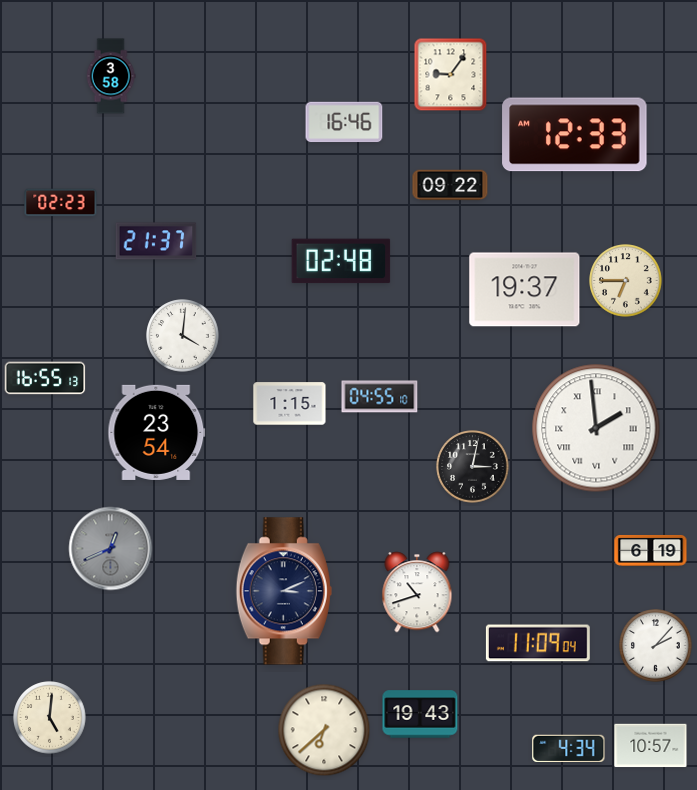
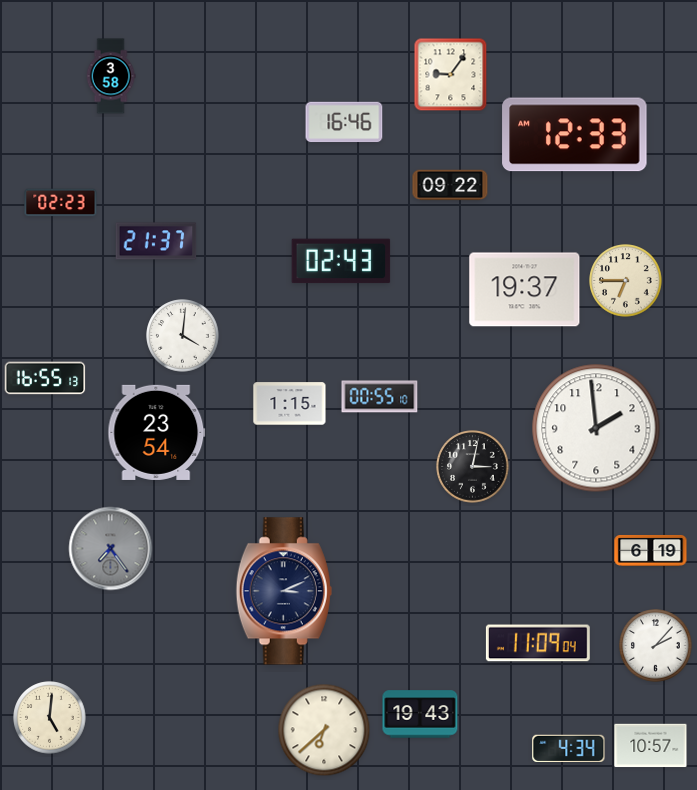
clock at (341, 261): 02:48 -> 02:43
clock at (380, 397): 04:55 -> 00:55
clock at (596, 428) numerals: Roman -> Arabic
clock at (111, 549): 12:41 -> 7:24
clock at (417, 592): 10:42 -> none
